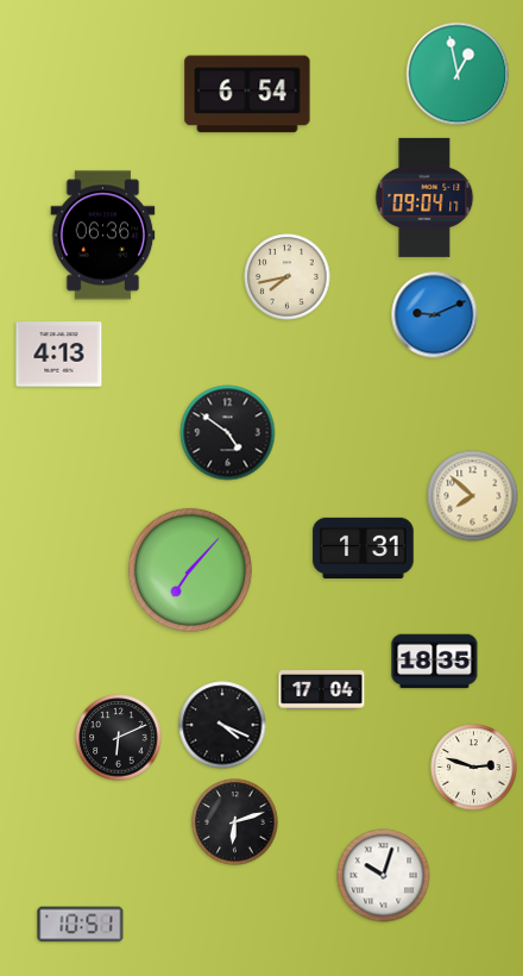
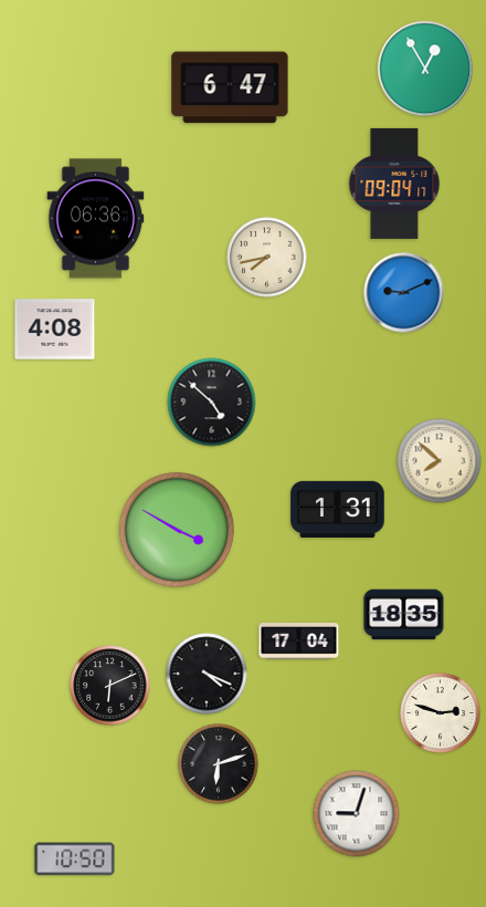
clock at (458, 74): 12:58 -> 12:55
clock at (247, 94): 6:54 -> 6:47
clock at (59, 355): 4:13 -> 4:08
clock at (228, 433): 4:51 -> 4:52
clock at (190, 570): 7:07 -> 3:50
clock at (384, 876): 10:03 -> 9:03
clock at (81, 925): 10:51 -> 10:50
